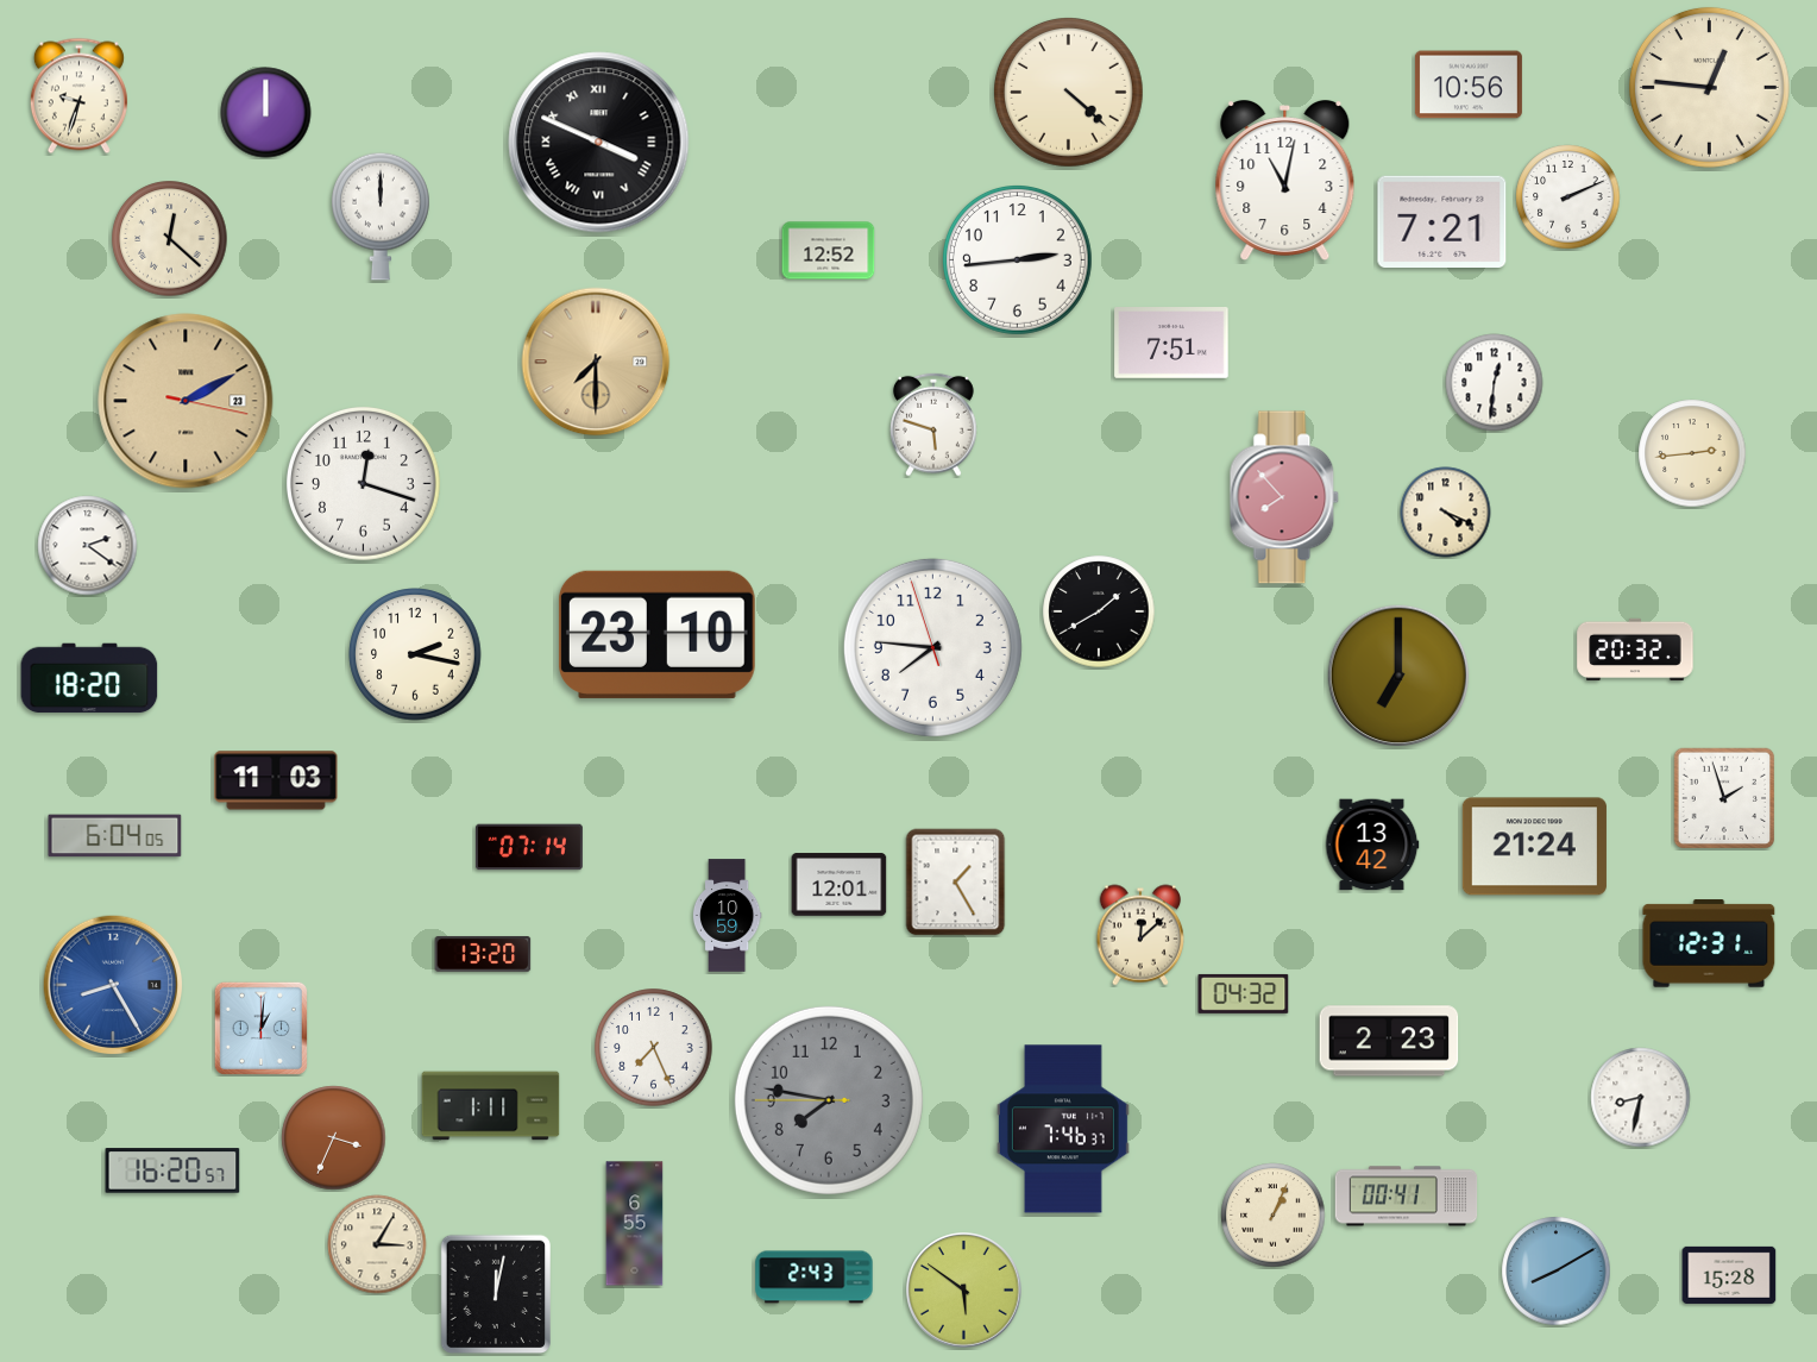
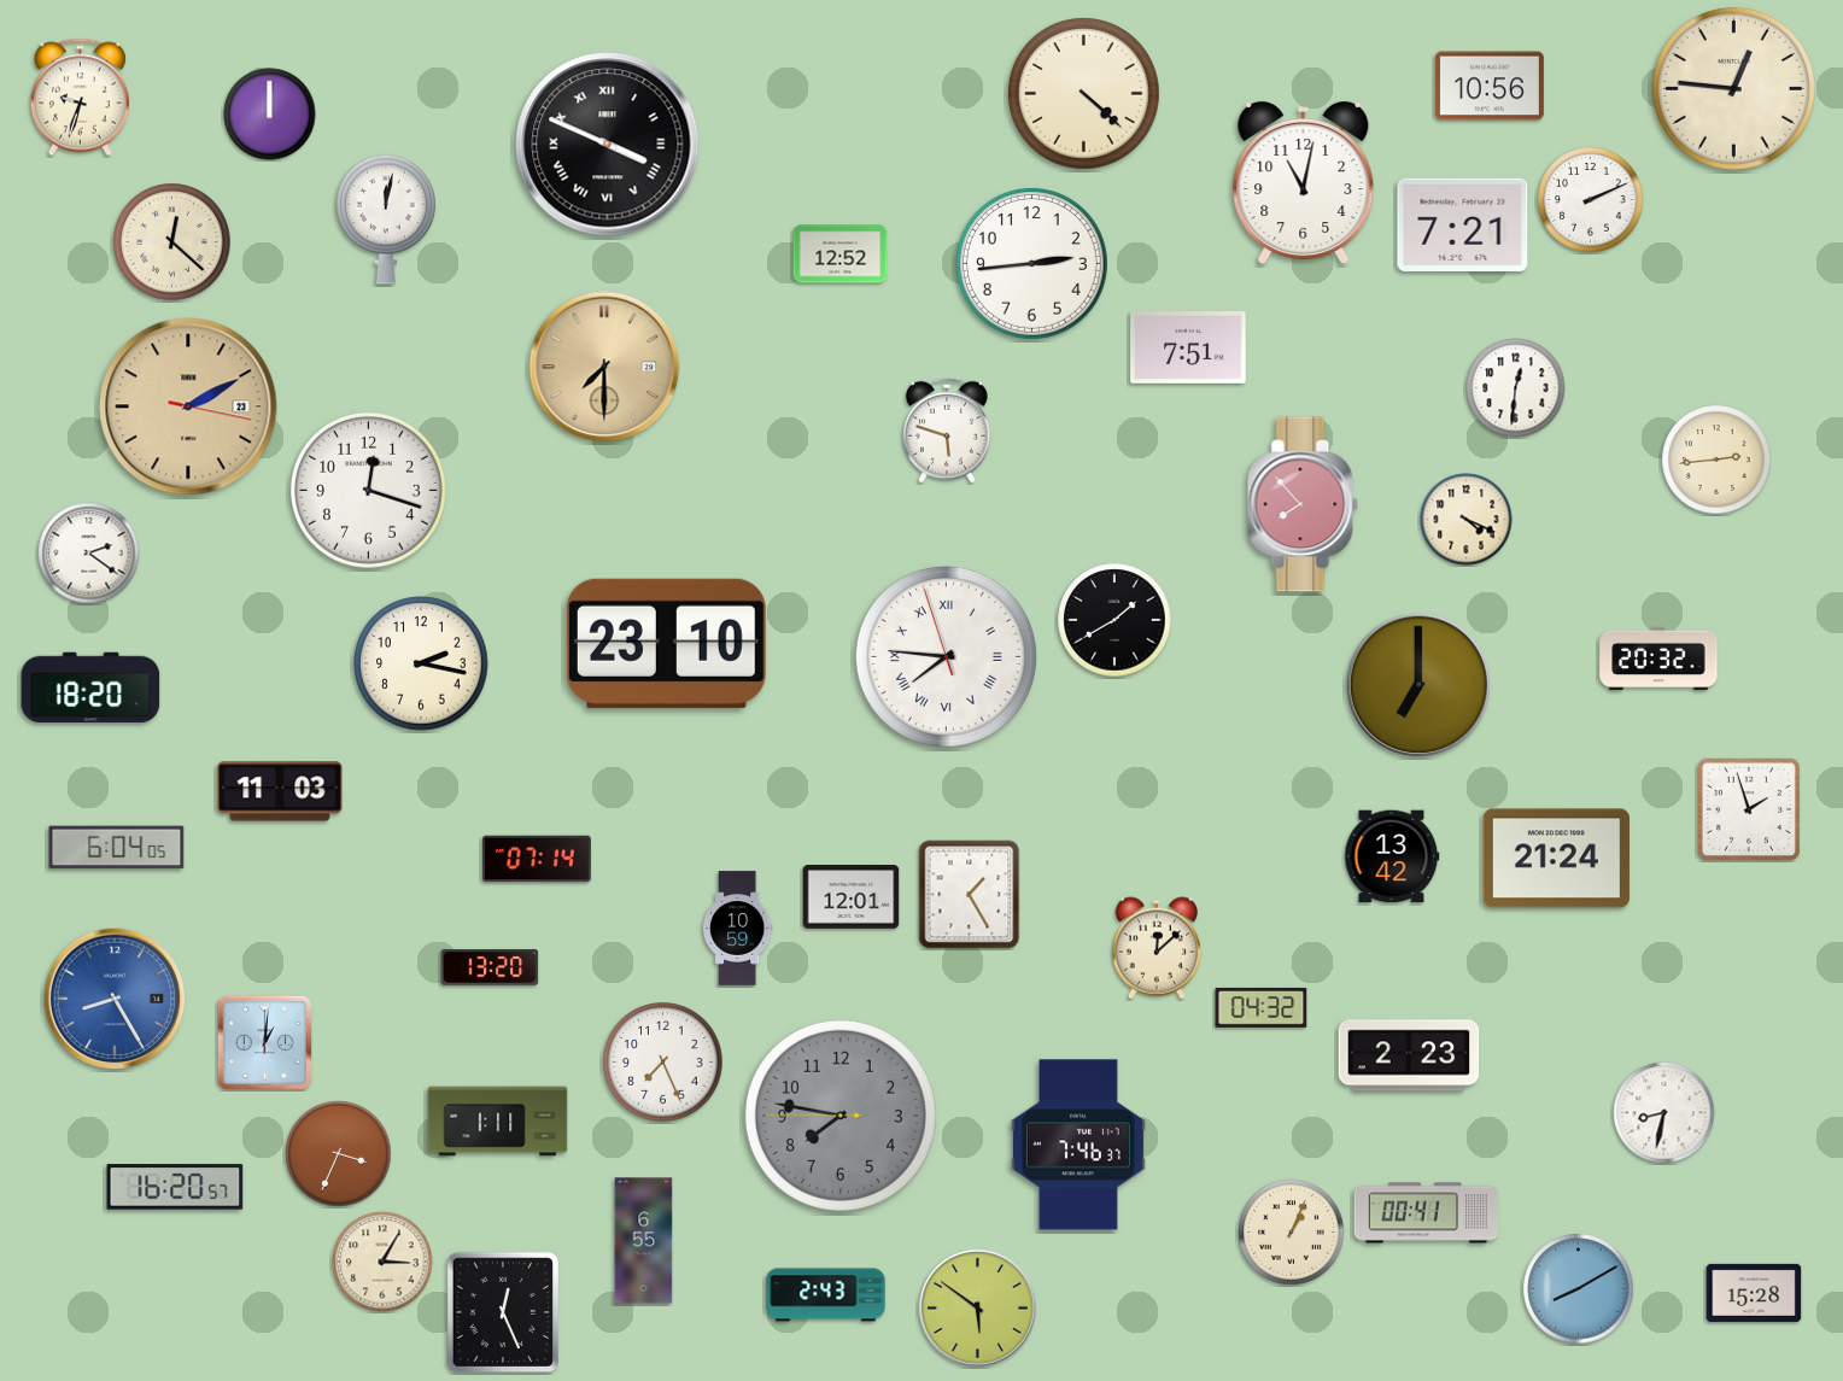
clock at (381, 216): 12:00 -> 12:02
clock at (932, 647) numerals: Arabic -> Roman
clock at (1709, 943): 12:31 -> none
clock at (495, 1294): 12:02 -> 12:26
